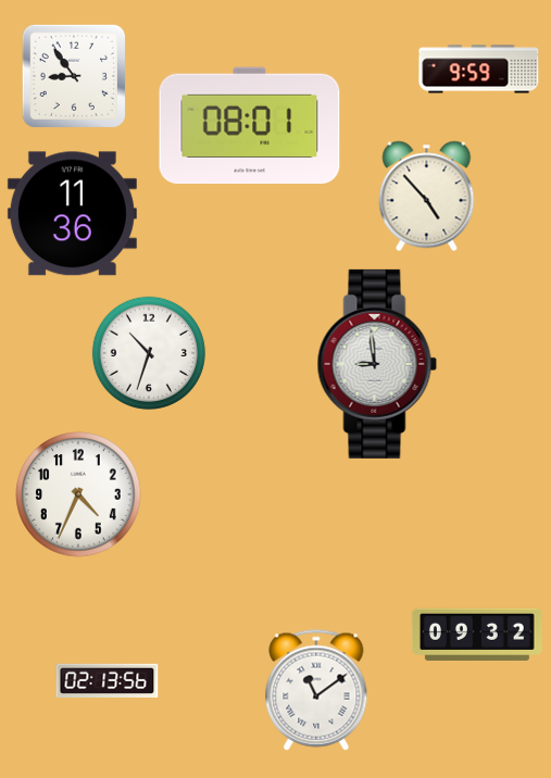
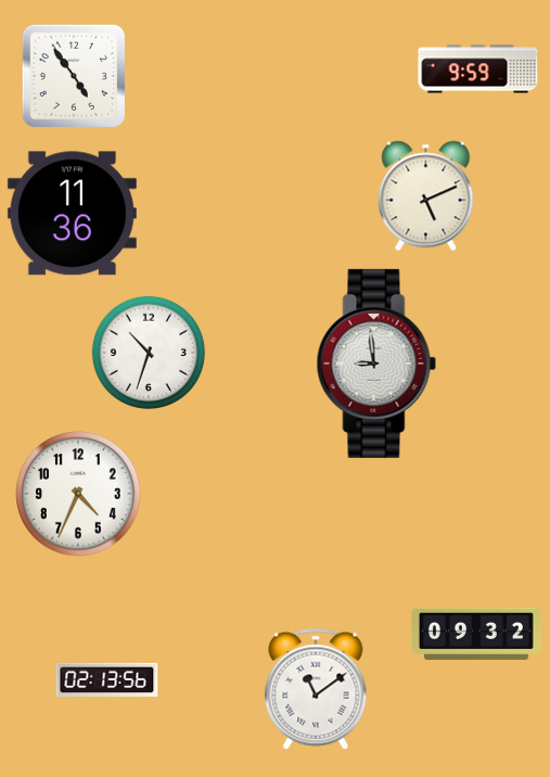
clock at (74, 76): 8:54 -> 4:54
clock at (250, 126): 08:01 -> none
clock at (427, 197): 4:53 -> 5:11
